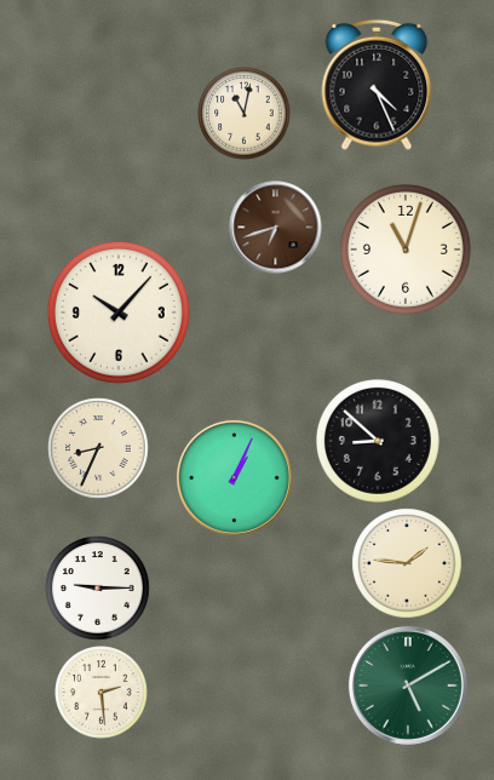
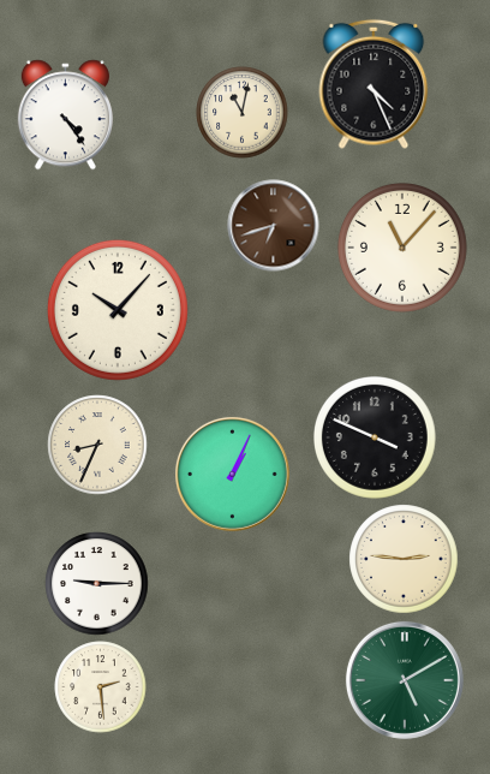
clock at (65, 115): none -> 4:24
clock at (406, 250): 11:03 -> 11:07
clock at (379, 442): 8:52 -> 3:49
clock at (407, 563): 1:46 -> 2:46
